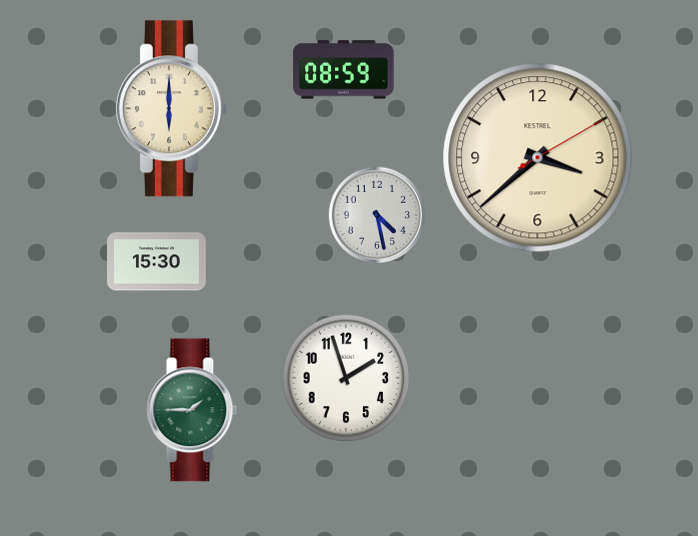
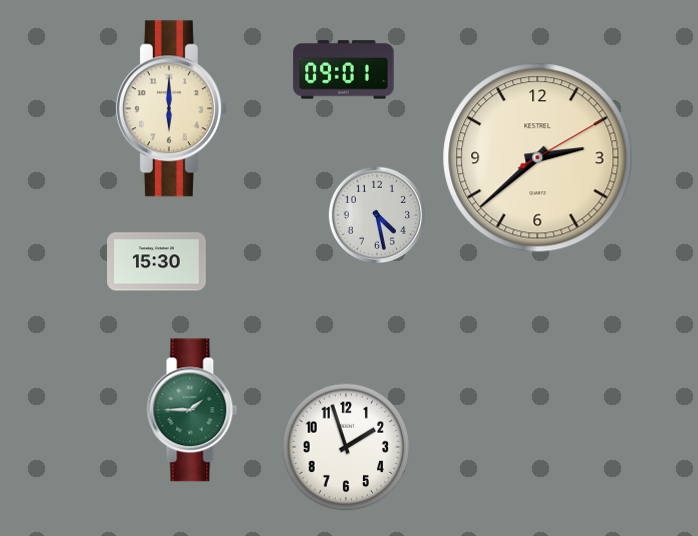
clock at (344, 70): 08:59 -> 09:01
clock at (538, 158): 3:38 -> 2:38
clock at (346, 378) position: (346, 378) -> (346, 447)
